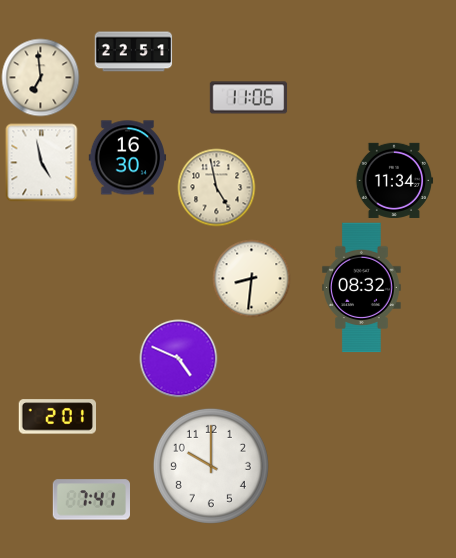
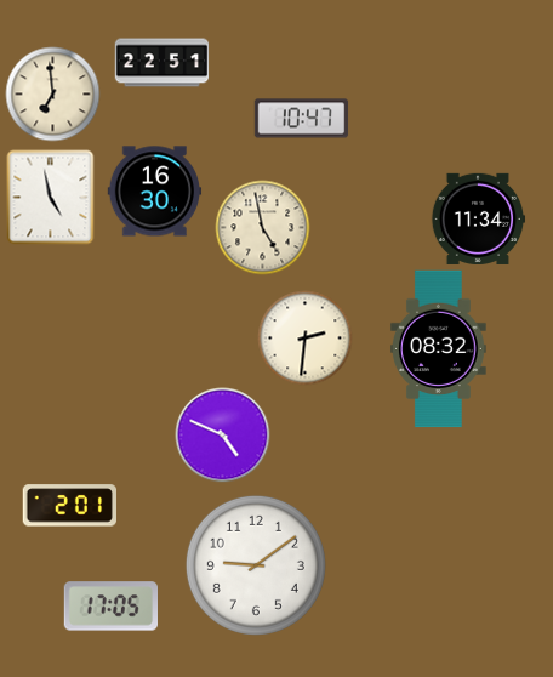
clock at (40, 77) position: (40, 77) -> (52, 93)
clock at (248, 98): 11:06 -> 10:47
clock at (251, 278): 8:31 -> 2:31
clock at (178, 358) position: (178, 358) -> (222, 434)
clock at (211, 466): 10:00 -> 9:09
clock at (91, 500): 7:41 -> 17:05
